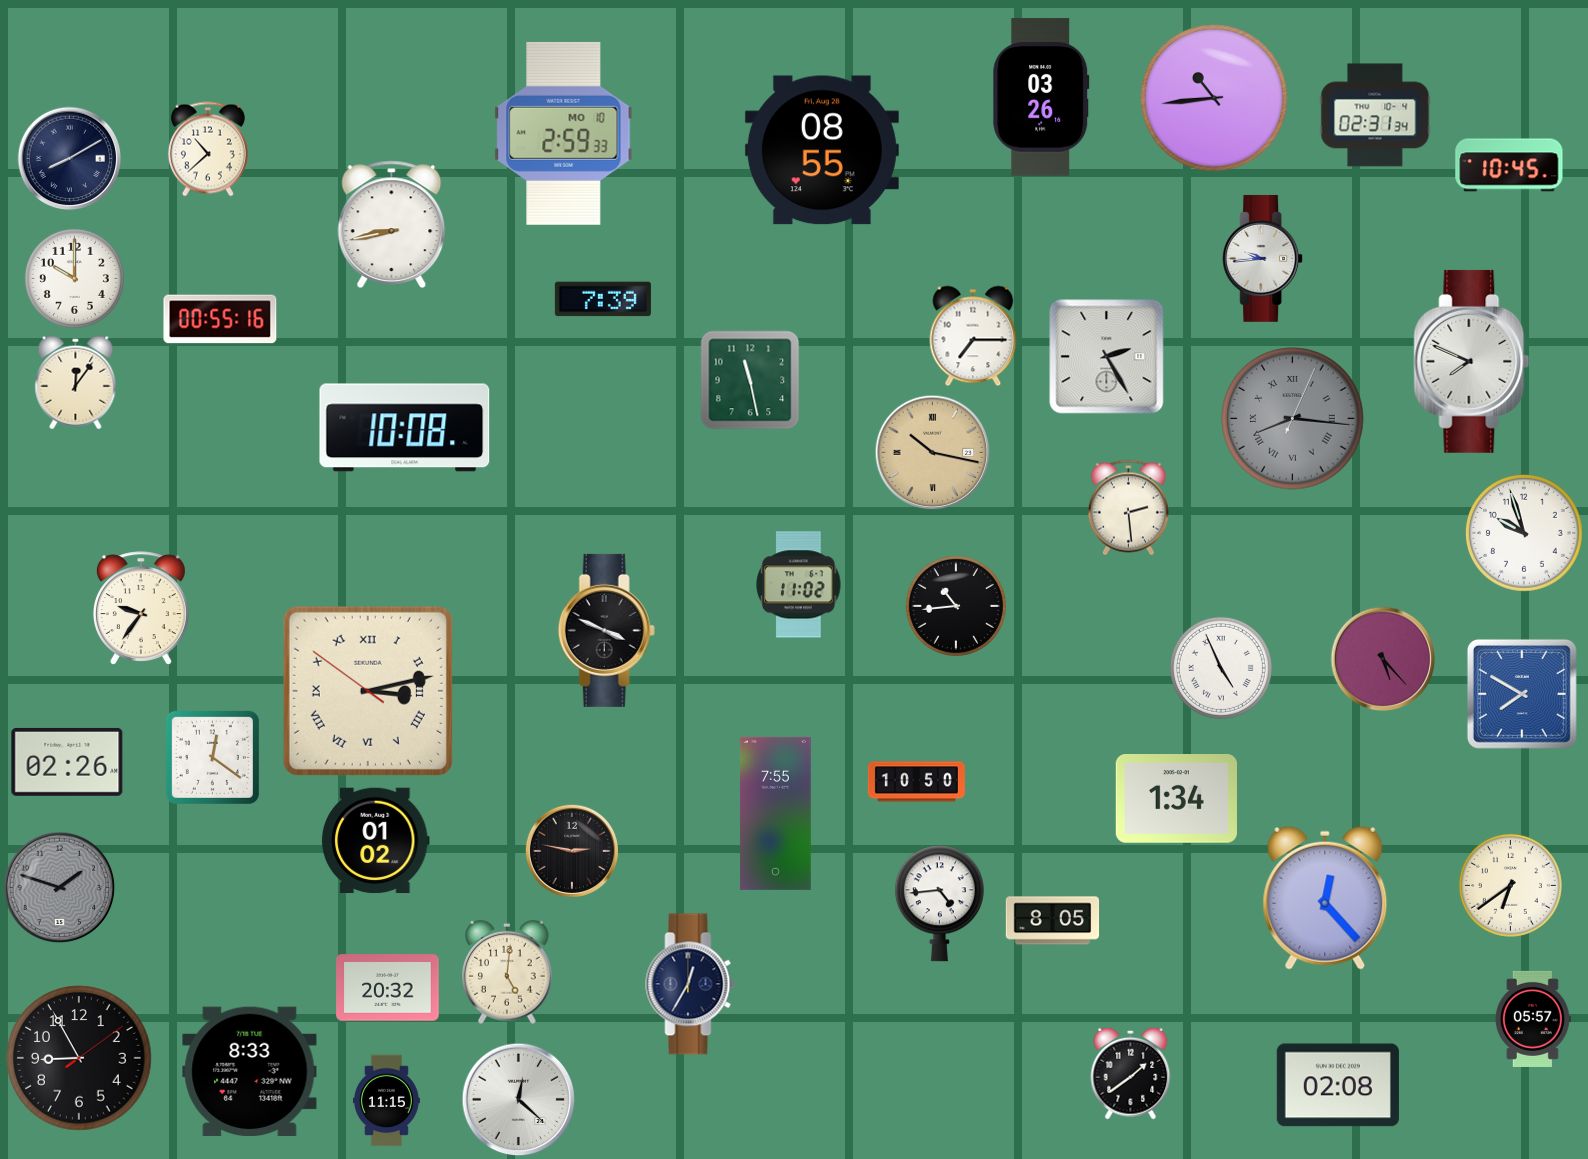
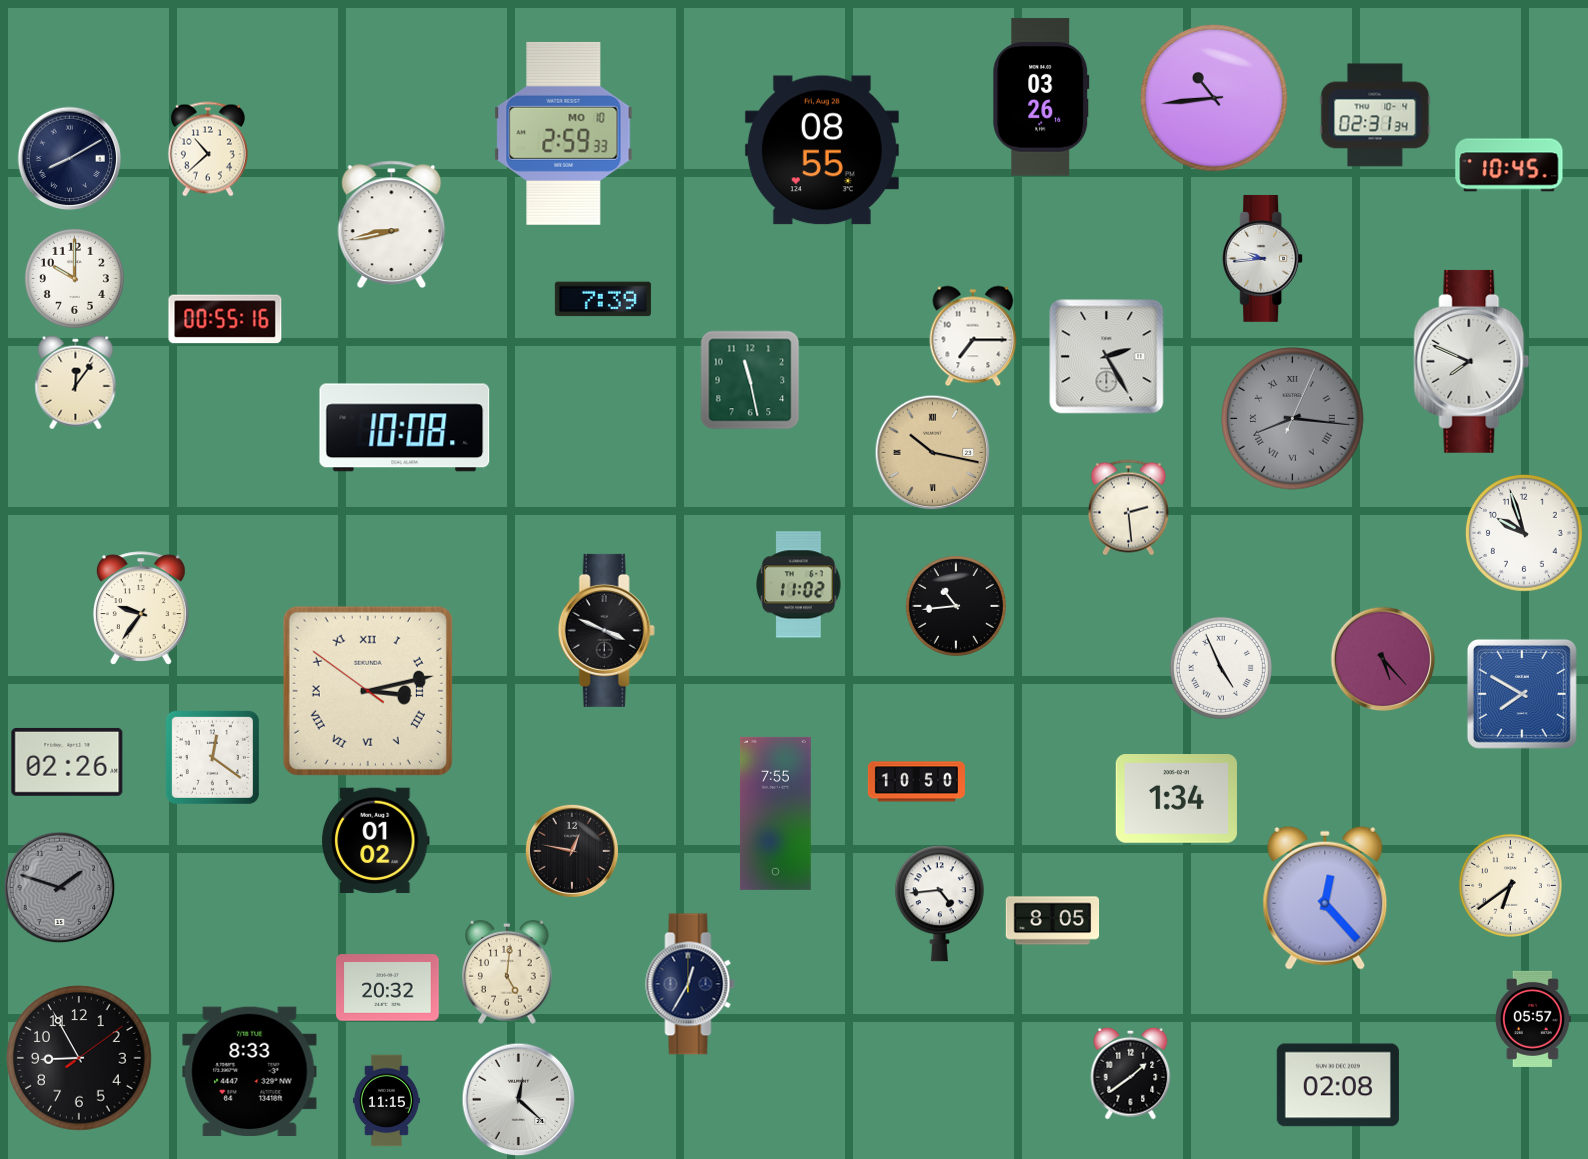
clock at (220, 319) position: (220, 319) -> (225, 319)
clock at (572, 851): 2:47 -> 12:47
